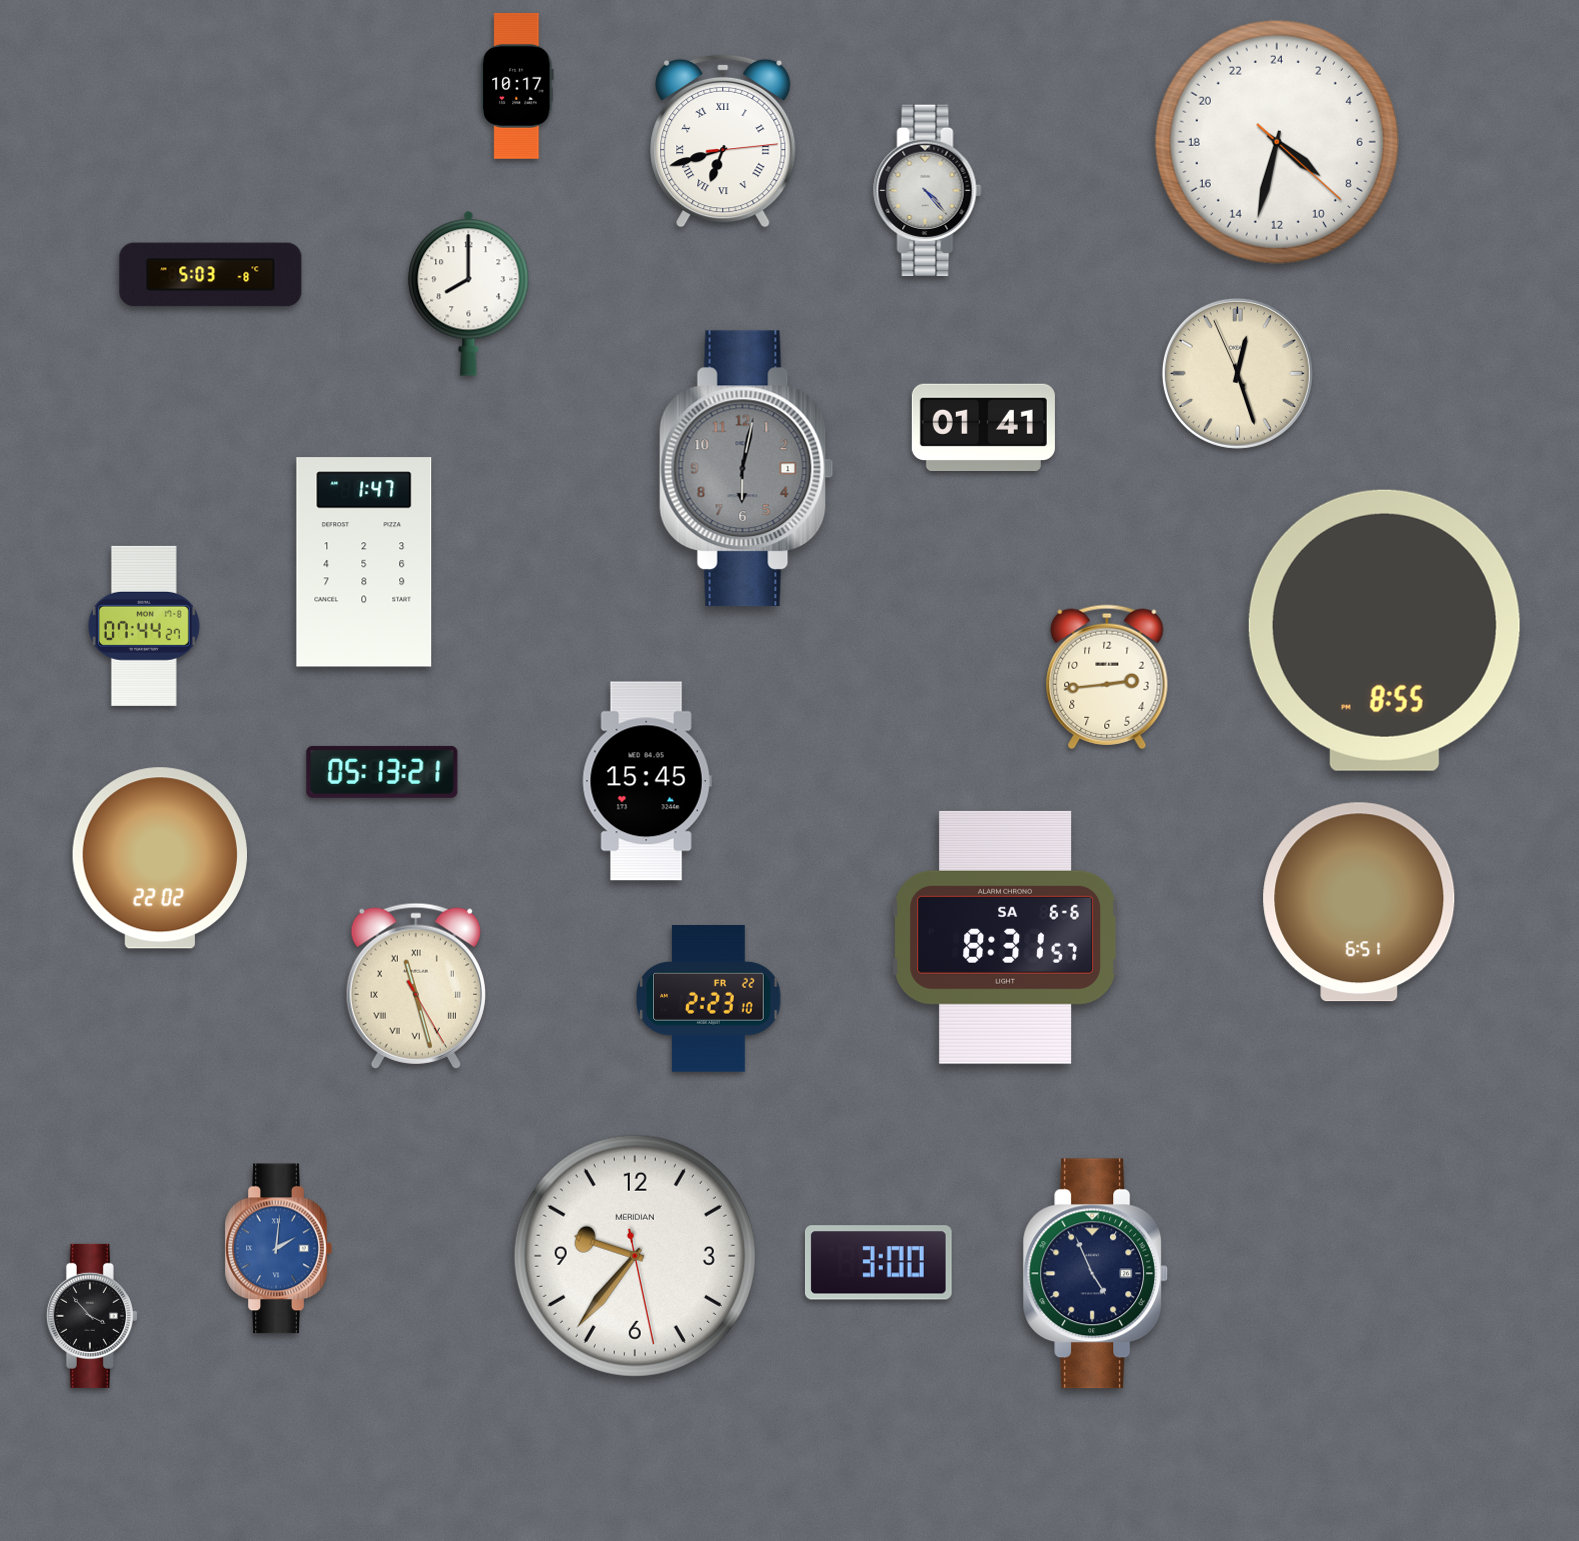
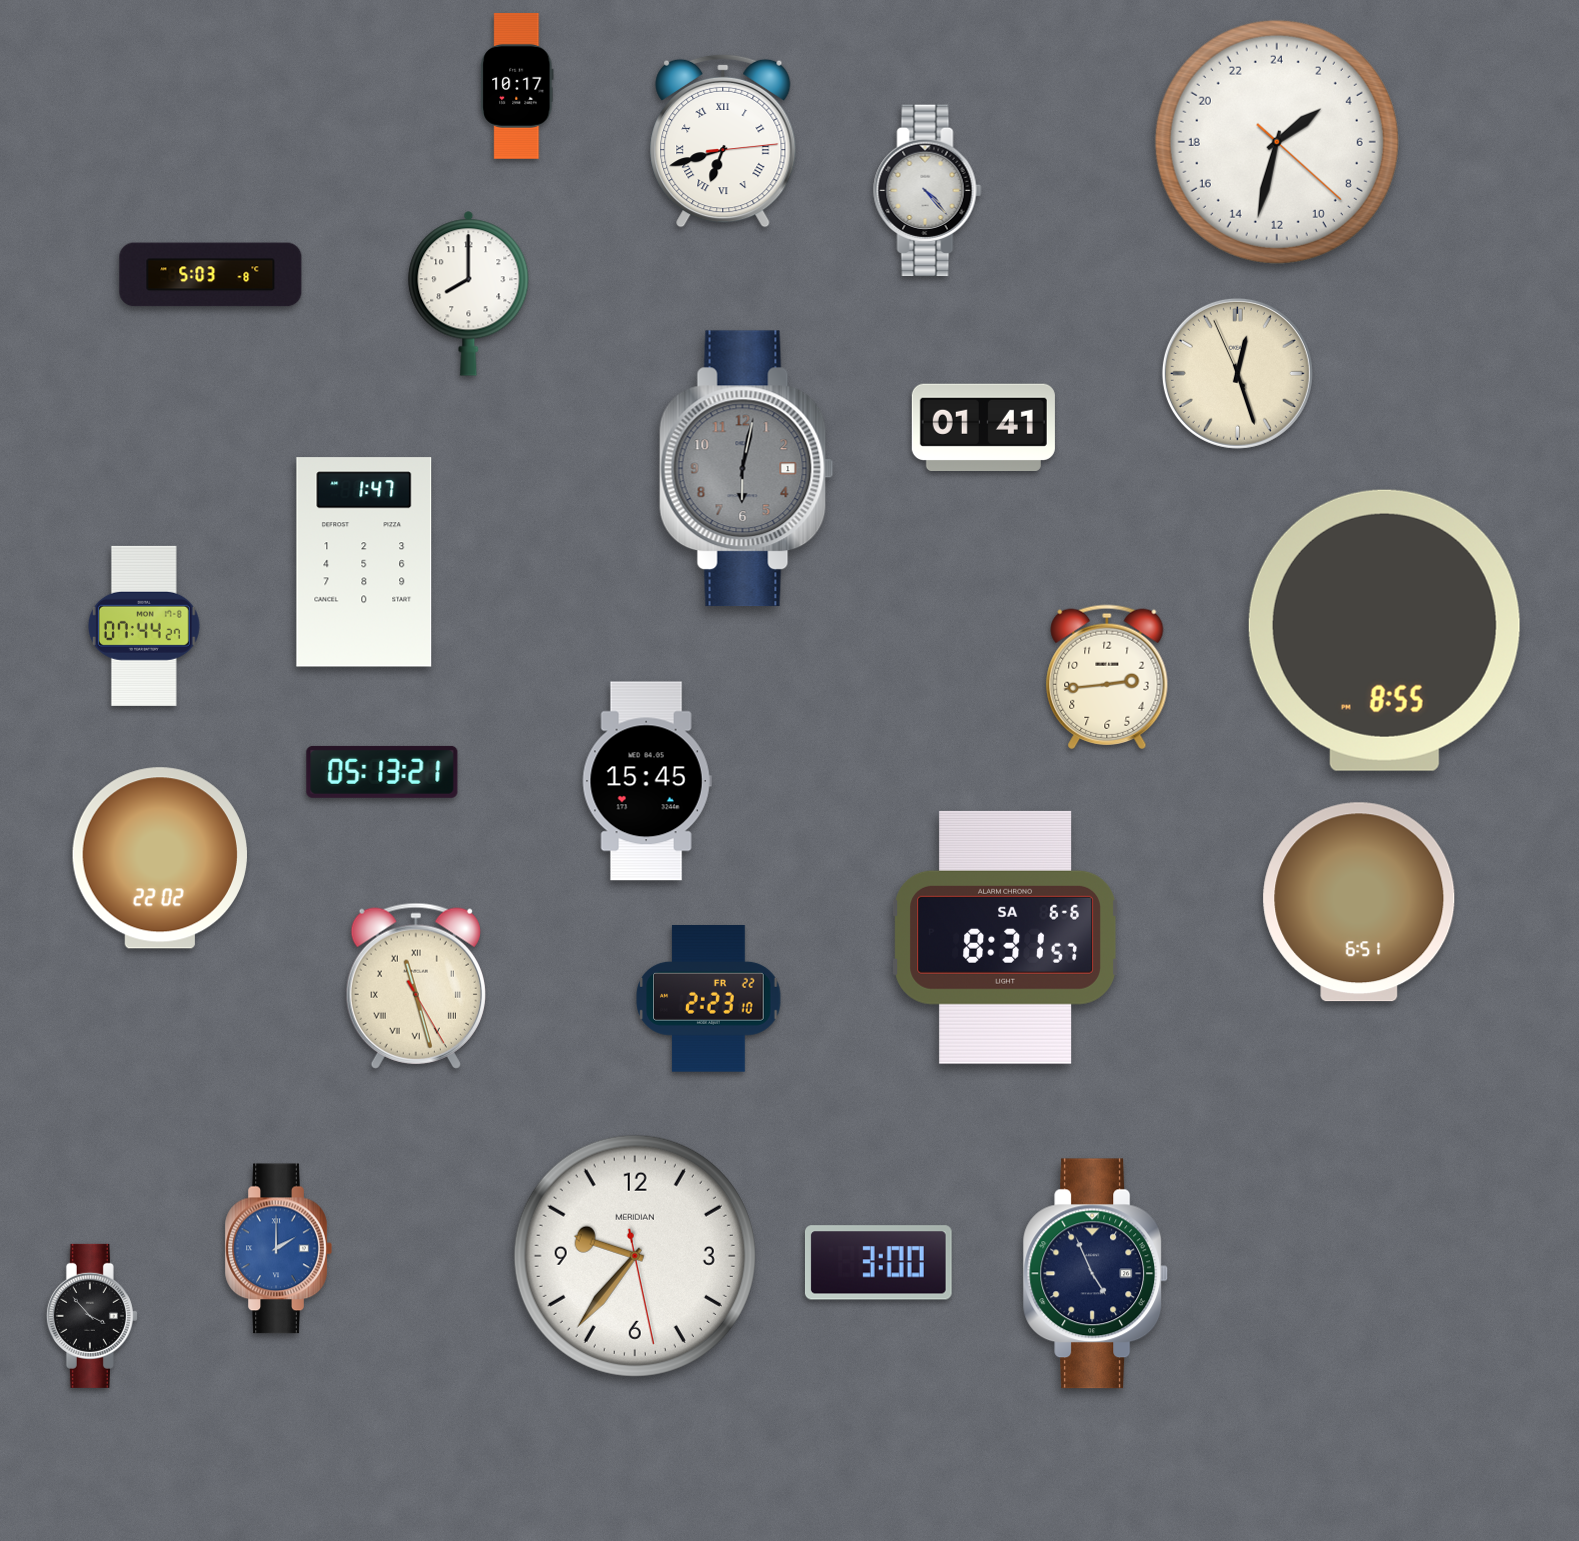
clock at (1277, 142): 8:32 -> 3:32
clock at (278, 1249): 2:01 -> 2:00
